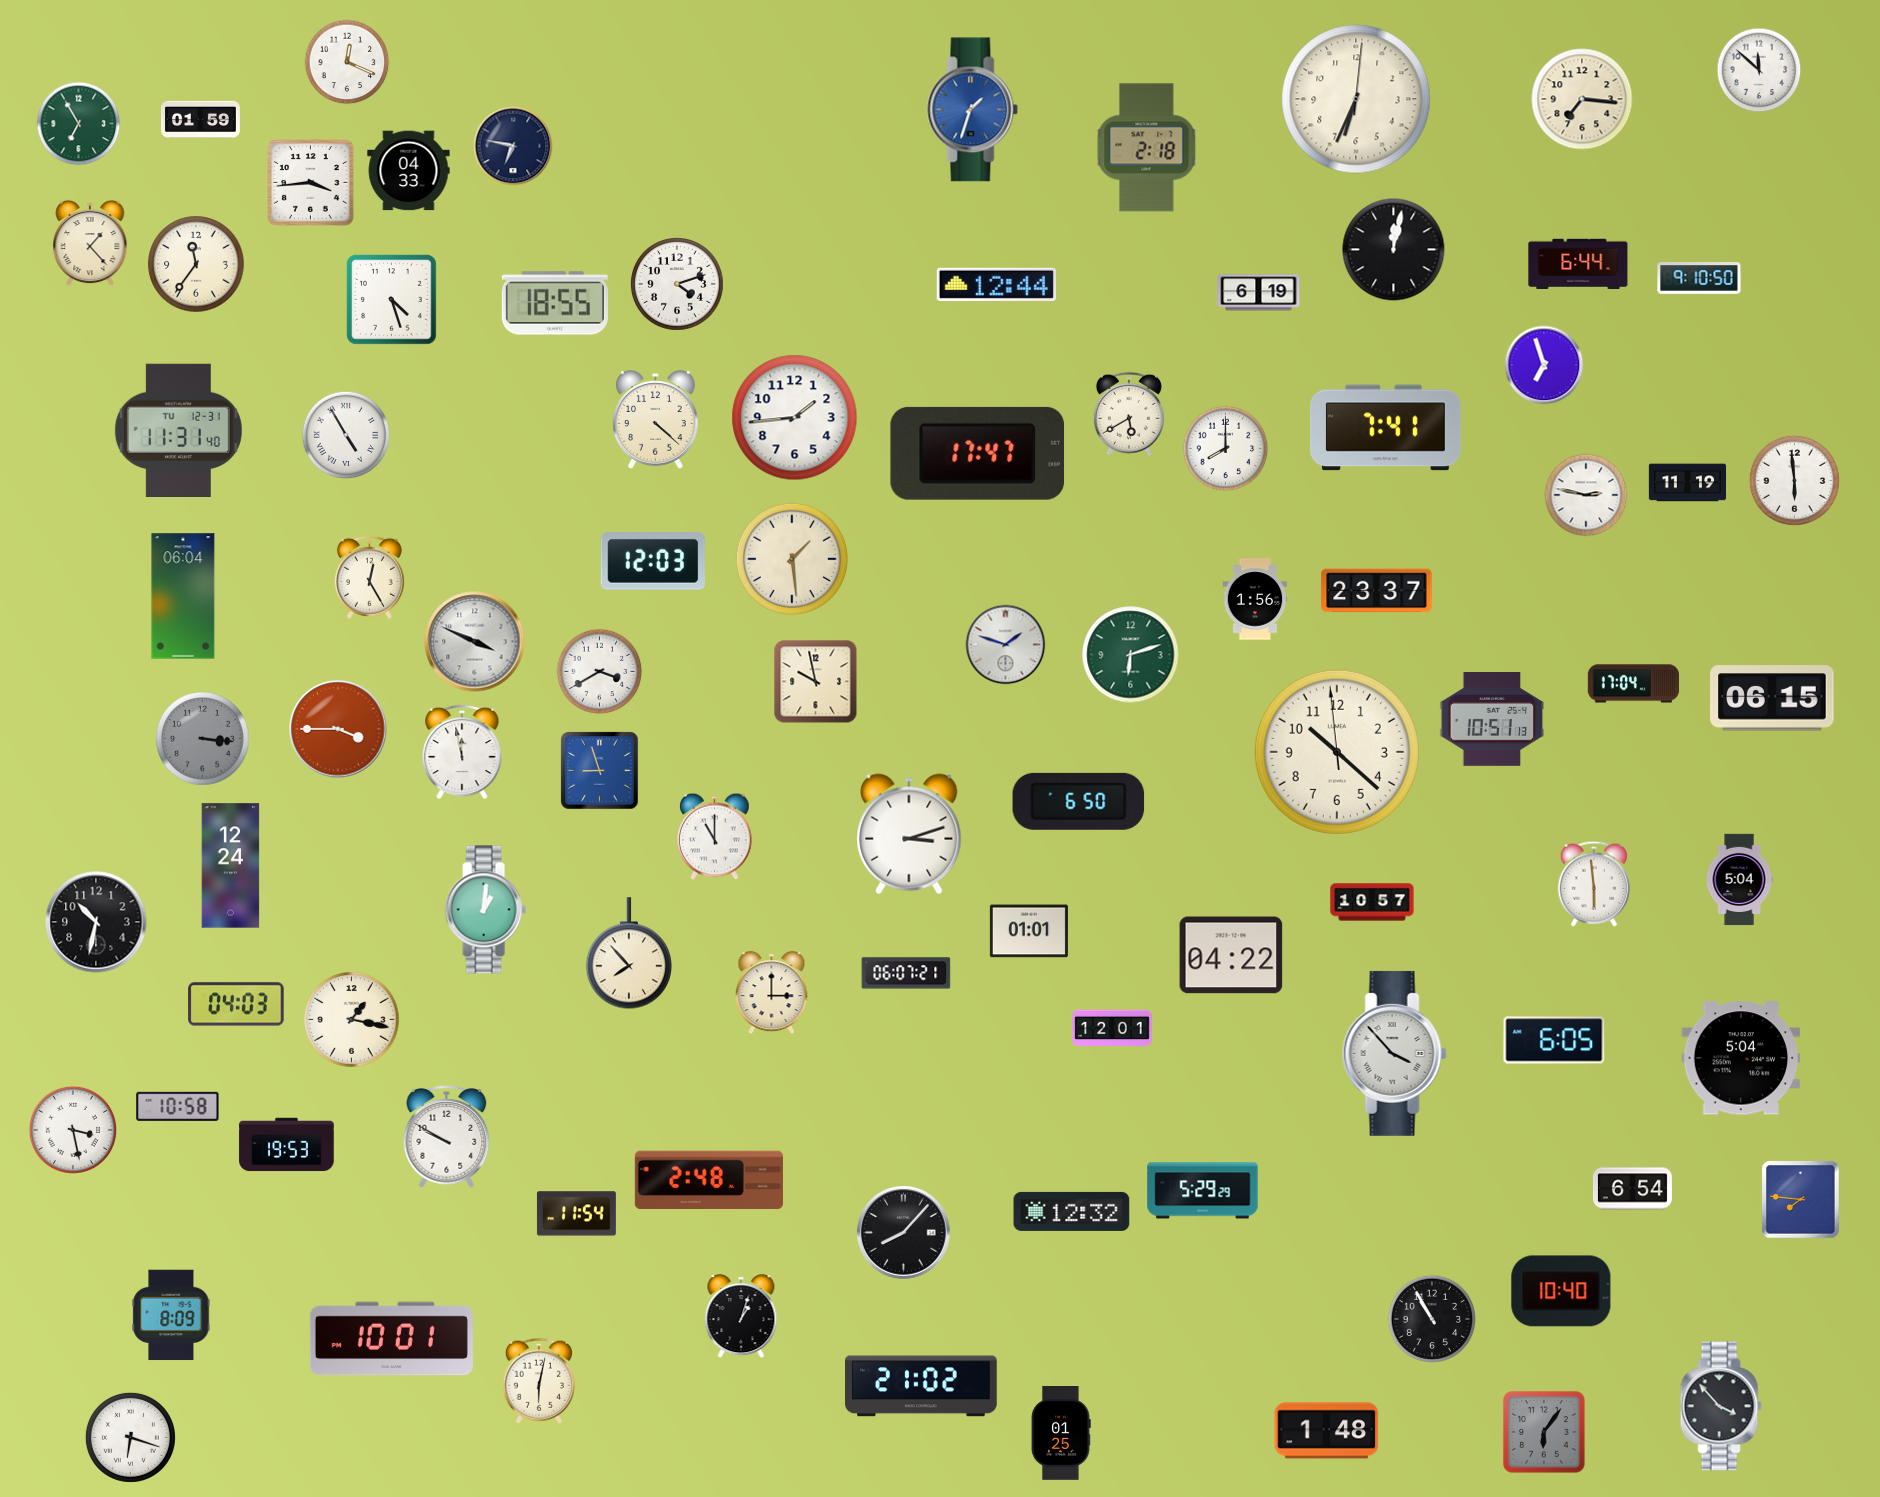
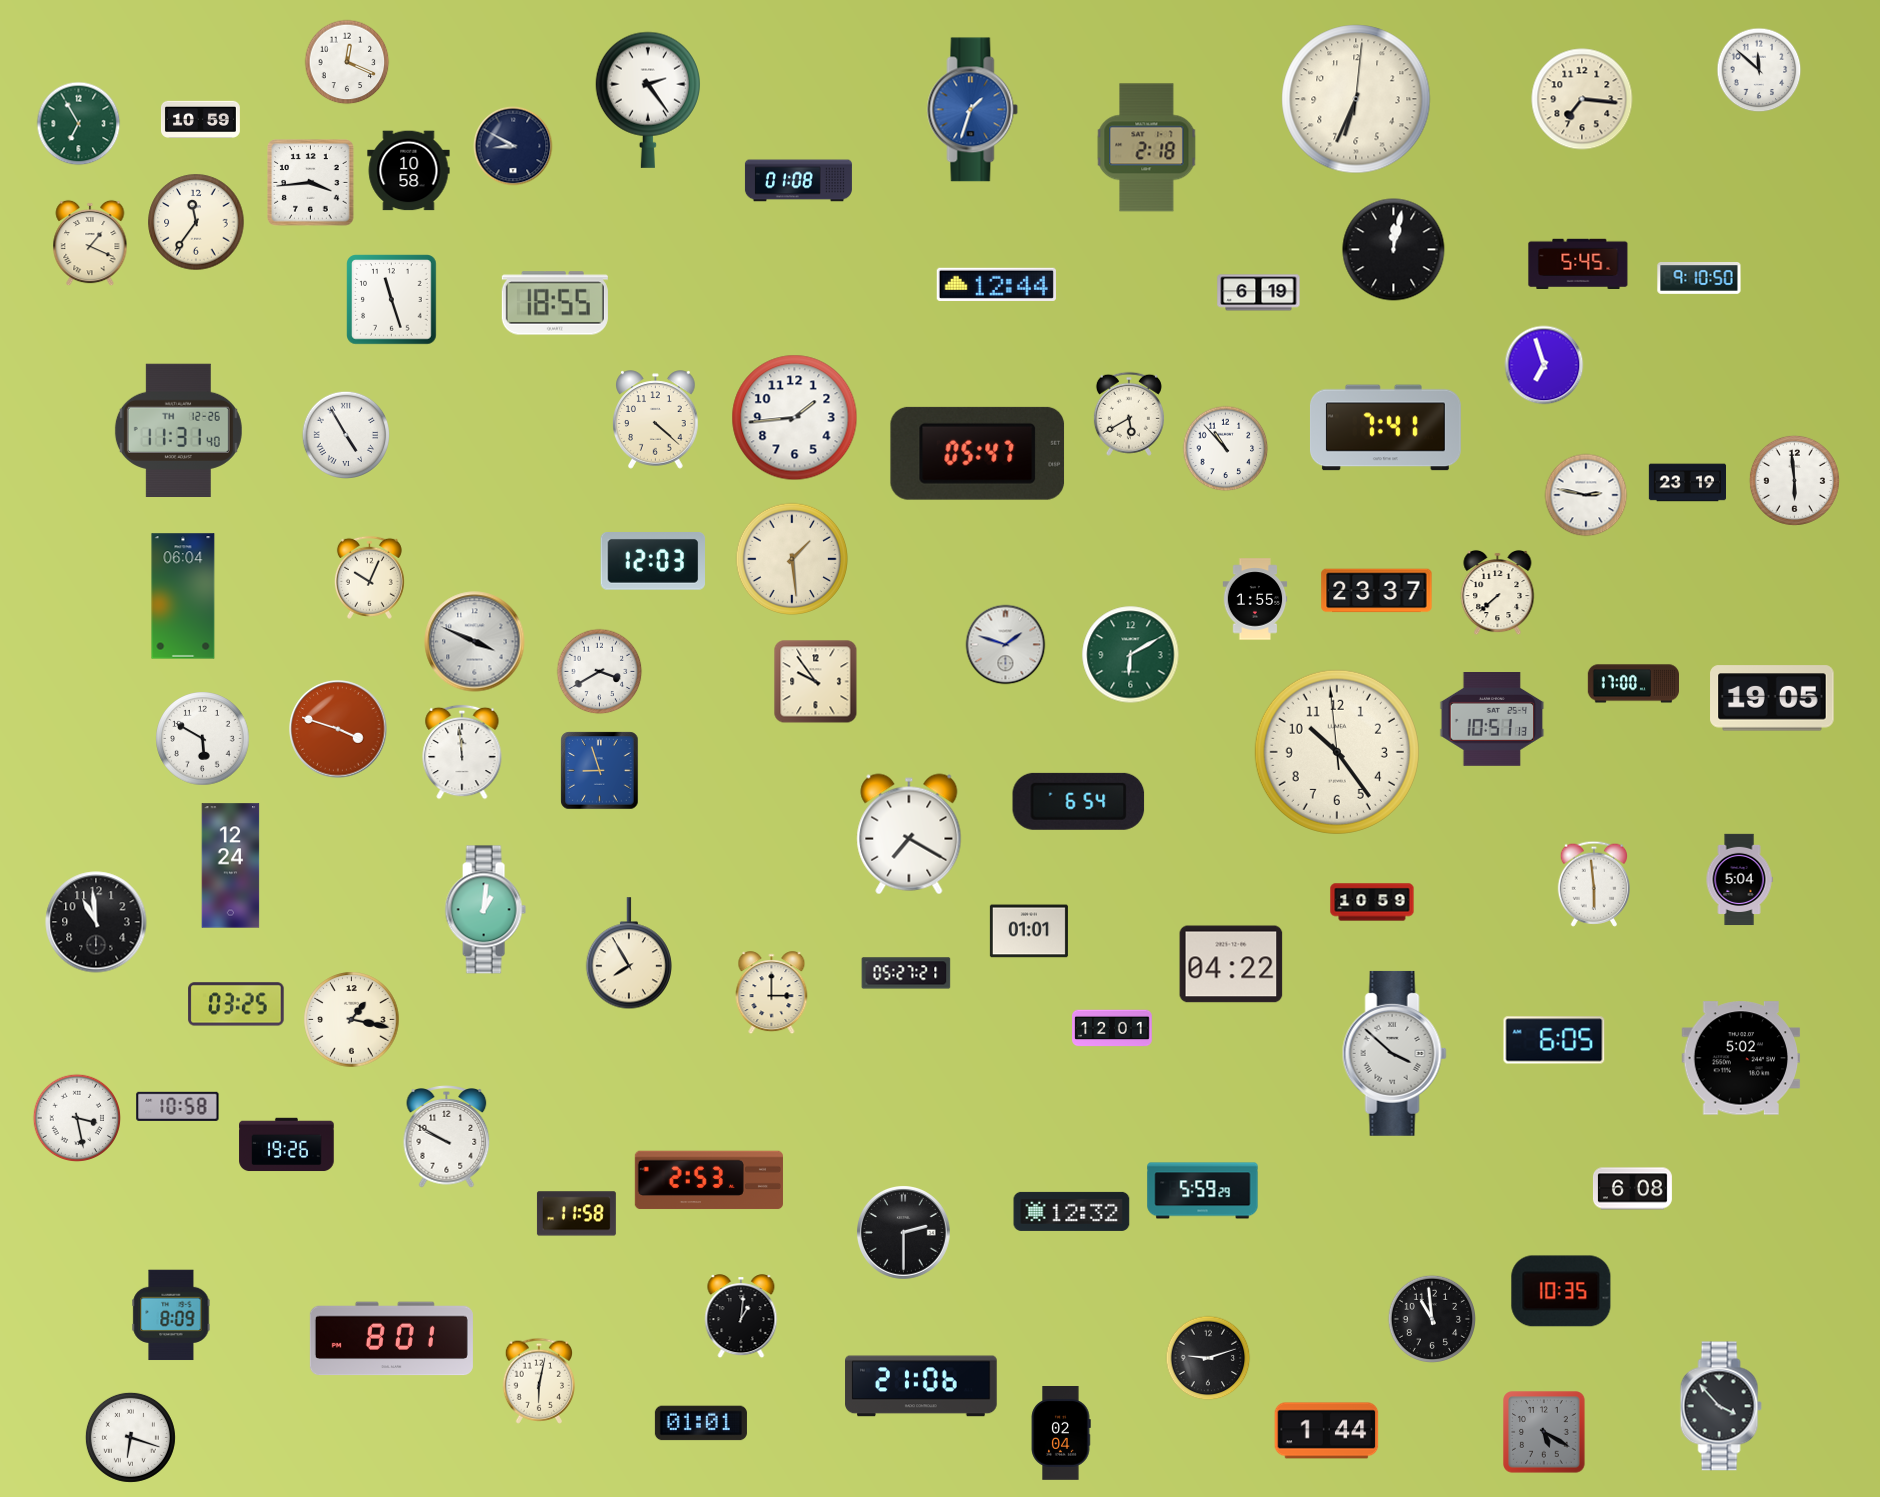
clock at (647, 100): none -> 2:24
clock at (200, 119): 01:59 -> 10:59
clock at (513, 146): 6:47 -> 8:50
clock at (409, 171): 04:33 -> 10:58
clock at (798, 181): none -> 01:08
clock at (90, 243): 1:23 -> 1:19
clock at (1578, 263): 6:44 -> 5:45
clock at (196, 264) position: (196, 264) -> (196, 222)
clock at (678, 285): 4:12 -> none
clock at (392, 300): 4:27 -> 11:27
clock at (178, 430) date: TU 12-31 -> TH 12-26
clock at (1226, 449): 8:00 -> 10:53
clock at (978, 453): 17:47 -> 05:47
clock at (1687, 483): 11:19 -> 23:19
clock at (369, 577): 12:25 -> 10:04
clock at (1498, 593): none -> 7:38
clock at (1255, 599): 1:56 -> 1:55
clock at (1131, 655): 6:12 -> 6:10
clock at (816, 682): 9:58 -> 9:54
clock at (1633, 684): 17:04 -> 17:00
clock at (1772, 698): 06:15 -> 19:05
clock at (338, 729): 3:45 -> 3:48
clock at (203, 739): 3:16 -> 5:50
clock at (203, 739) dial: grey -> white
clock at (462, 752): 11:58 -> 11:59
clock at (1337, 752): 10:21 -> 10:23
clock at (1079, 801): 6:50 -> 6:54
clock at (909, 834): 3:12 -> 7:20
clock at (715, 837): 11:00 -> none
clock at (1372, 902): 10:57 -> 10:59
clock at (96, 922): 10:32 -> 10:59
clock at (628, 954): 7:53 -> 7:55
clock at (1231, 955) position: (1231, 955) -> (1231, 964)
clock at (906, 973): 06:07 -> 05:27
clock at (236, 1004): 04:03 -> 03:25
clock at (1394, 1053): 3:53 -> 3:52
clock at (1741, 1058): 5:04 -> 5:02
clock at (72, 1129) position: (72, 1129) -> (76, 1117)
clock at (287, 1145): 19:53 -> 19:26
clock at (709, 1180): 2:48 -> 2:53
clock at (1632, 1189): 6:54 -> 6:08
clock at (1203, 1191): 5:29 -> 5:59
clock at (1801, 1200): 7:46 -> none
clock at (576, 1214): 11:54 -> 11:58
clock at (904, 1233): 8:07 -> 2:30
clock at (1561, 1291): 10:40 -> 10:35
clock at (741, 1317): 1:03 -> 1:01
clock at (1431, 1318): 10:55 -> 10:59
clock at (391, 1339): 10:01 -> 8:01
clock at (1208, 1358): none -> 9:12
clock at (921, 1386): 21:02 -> 21:06
clock at (701, 1423): none -> 01:01
clock at (1327, 1431): 1:48 -> 1:44
clock at (1544, 1432): 6:06 -> 5:20
clock at (1061, 1434): 01:25 -> 02:04
